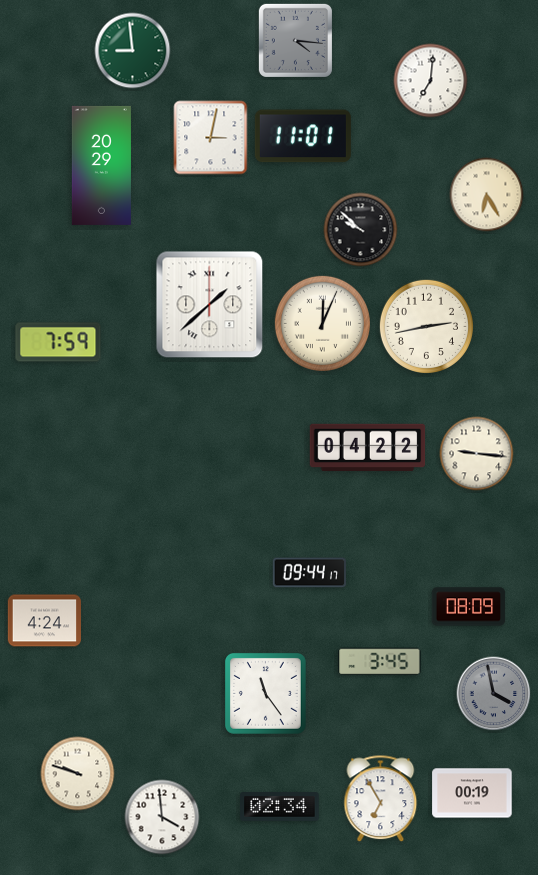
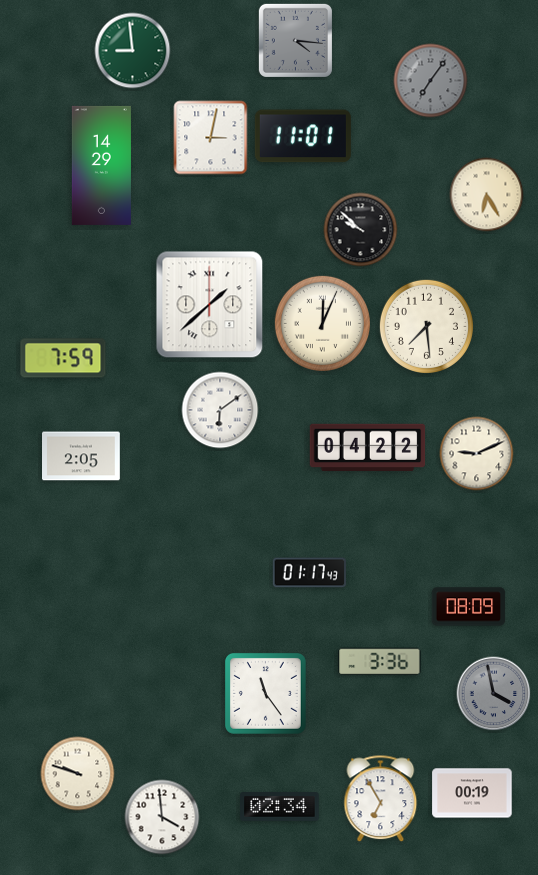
clock at (431, 81): 7:01 -> 7:06
clock at (431, 81) dial: white -> grey
clock at (101, 165): 20:29 -> 14:29
clock at (426, 326): 2:43 -> 7:29
clock at (58, 342) position: (58, 342) -> (63, 358)
clock at (220, 410): none -> 6:09
clock at (477, 454): 9:16 -> 9:11
clock at (81, 456): none -> 2:05
clock at (309, 573): 09:44 -> 01:17
clock at (45, 621): 4:24 -> none
clock at (380, 662): 3:45 -> 3:36
